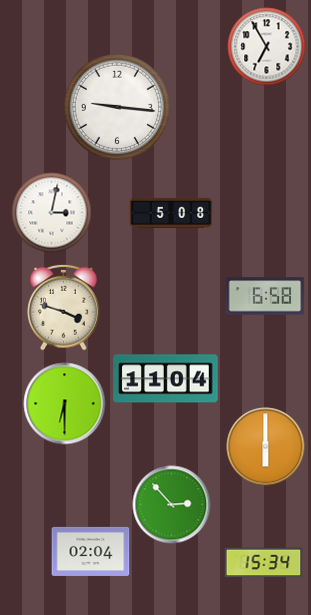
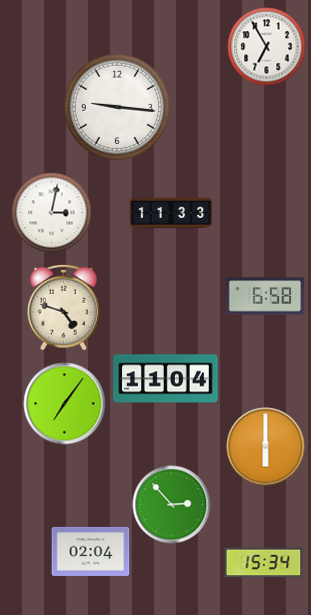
clock at (171, 213): 5:08 -> 11:33
clock at (64, 307): 3:48 -> 4:48
clock at (64, 403): 6:30 -> 7:06
